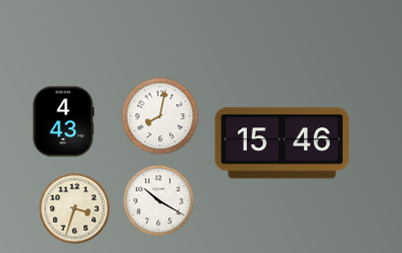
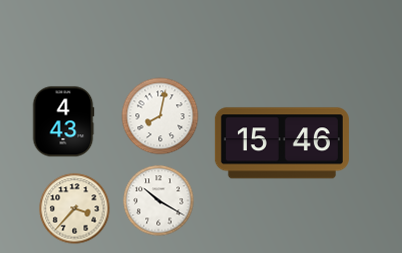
clock at (75, 209): 3:33 -> 3:37
